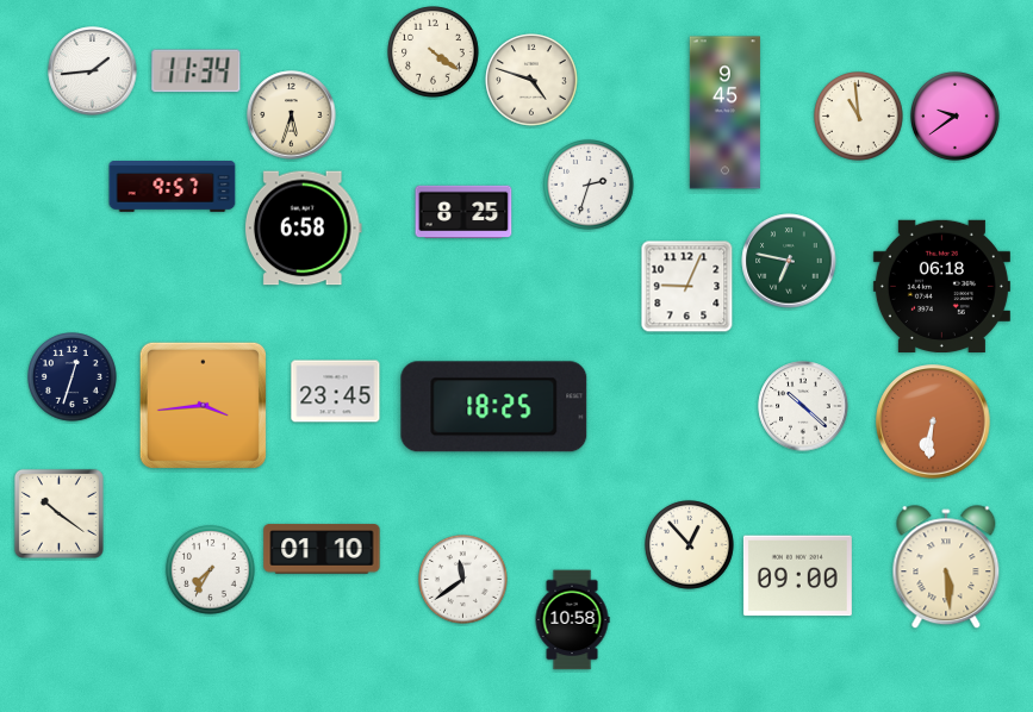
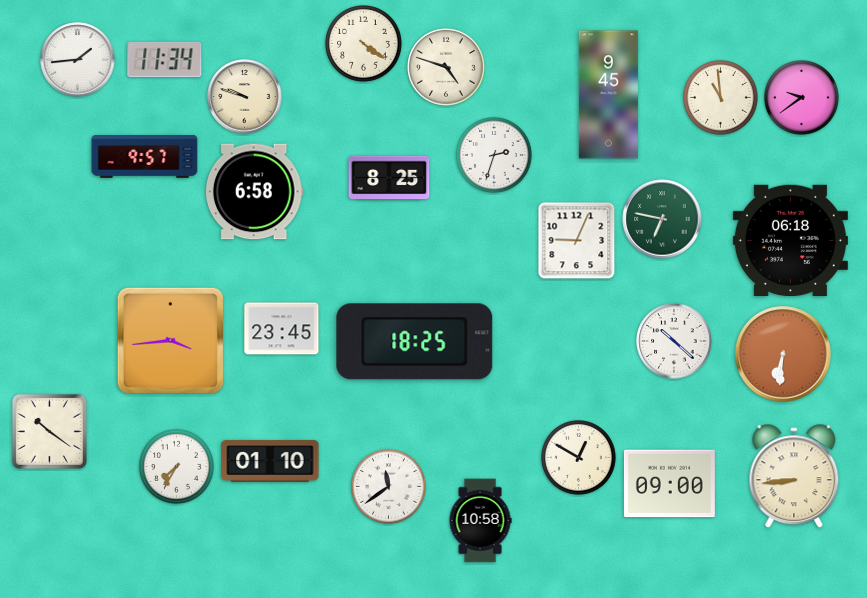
clock at (292, 115): 5:33 -> 9:48
clock at (73, 377): 12:33 -> none
clock at (690, 545): 12:53 -> 12:50
clock at (946, 568): 5:29 -> 8:44
clock at (211, 570) position: (211, 570) -> (177, 467)
